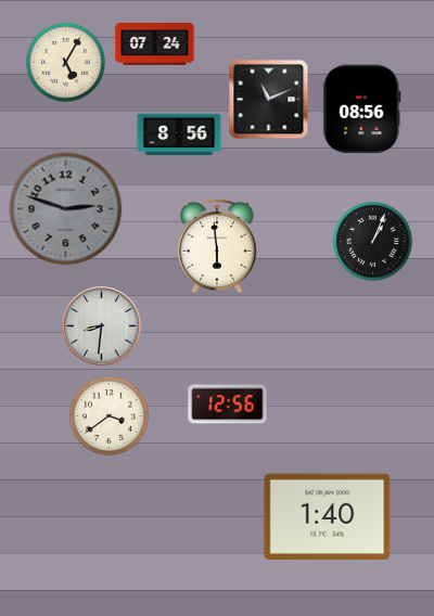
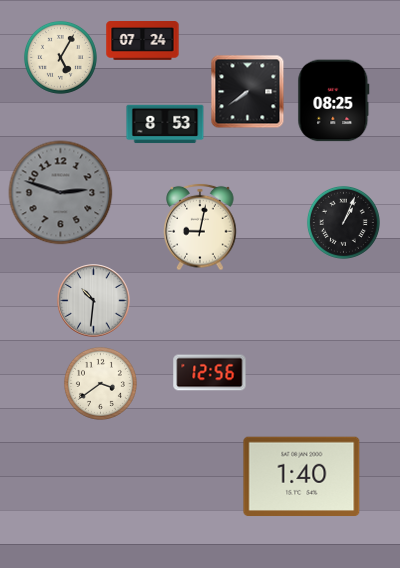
clock at (269, 100): 11:11 -> 7:39
clock at (362, 110): 08:56 -> 08:25
clock at (179, 134): 8:56 -> 8:53
clock at (217, 246): 5:59 -> 9:02
clock at (102, 326): 8:31 -> 10:31
